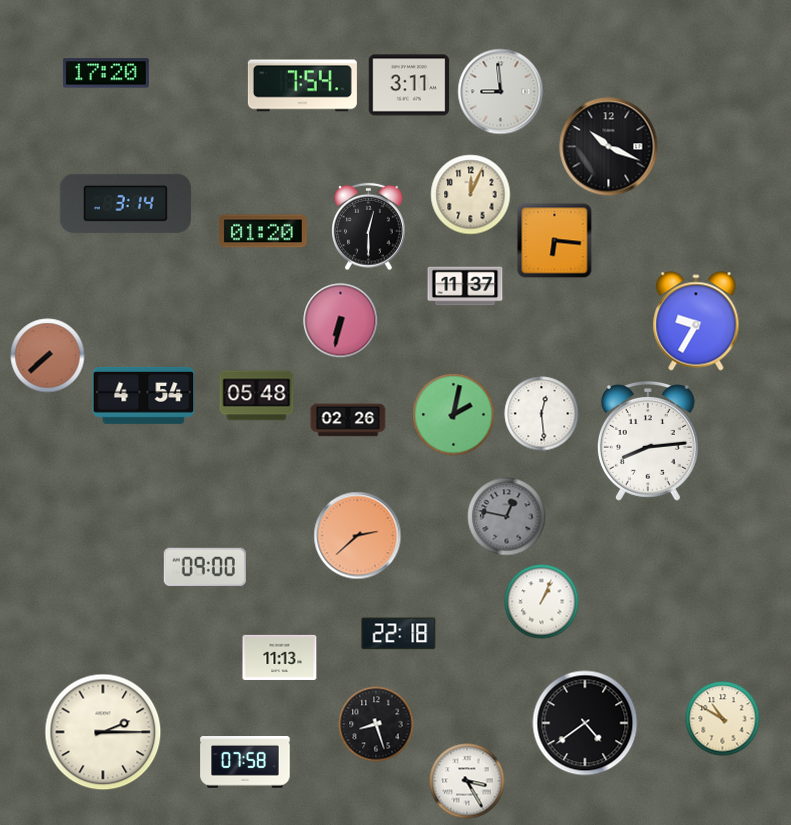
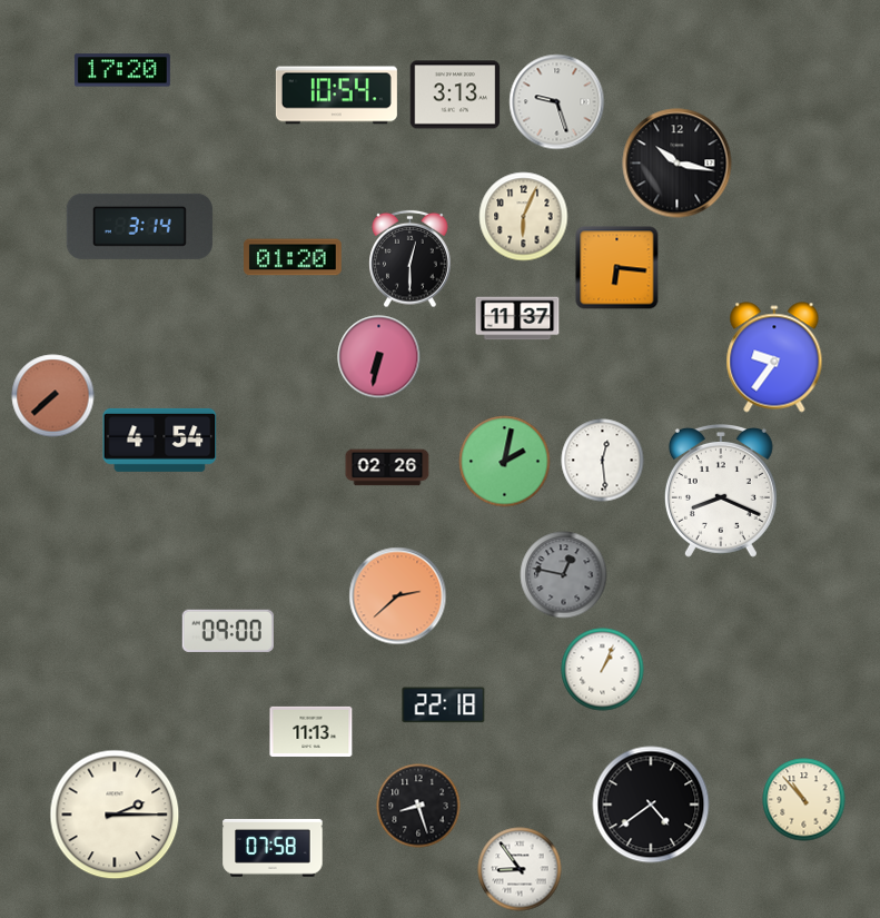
clock at (106, 73) position: (106, 73) -> (122, 70)
clock at (409, 85): 3:11 -> 3:13
clock at (302, 86): 7:54 -> 10:54
clock at (501, 92): 8:59 -> 9:27
clock at (609, 147): 10:19 -> 10:17
clock at (471, 195): 12:04 -> 6:04
clock at (369, 227) position: (369, 227) -> (411, 259)
clock at (696, 321): 9:35 -> 9:36
clock at (257, 396): 05:48 -> none
clock at (648, 441): 8:14 -> 8:19
clock at (723, 719): 10:50 -> 10:53
clock at (467, 781): 3:25 -> 8:54
